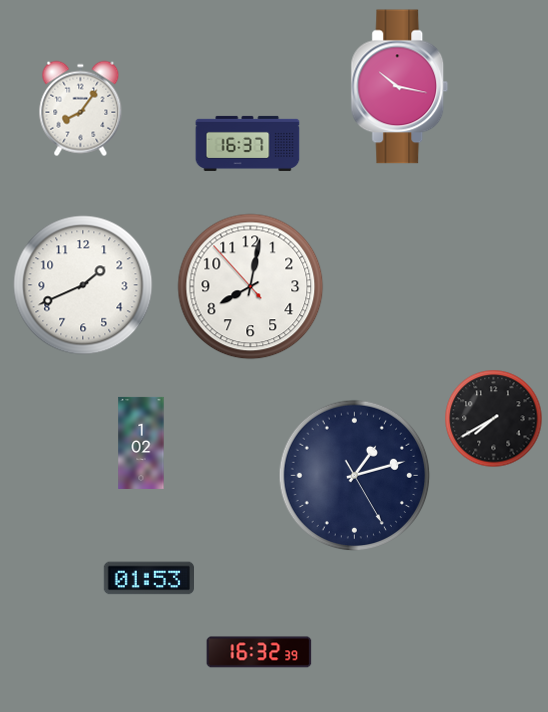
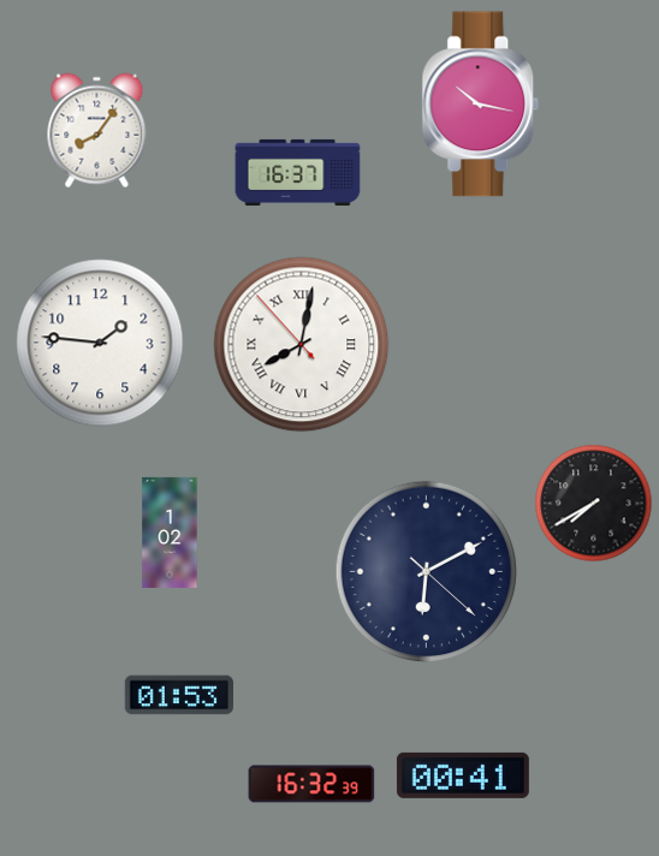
clock at (83, 285): 1:41 -> 1:46
clock at (251, 287) numerals: Arabic -> Roman
clock at (355, 476): 1:12 -> 6:10
clock at (463, 775): none -> 00:41
